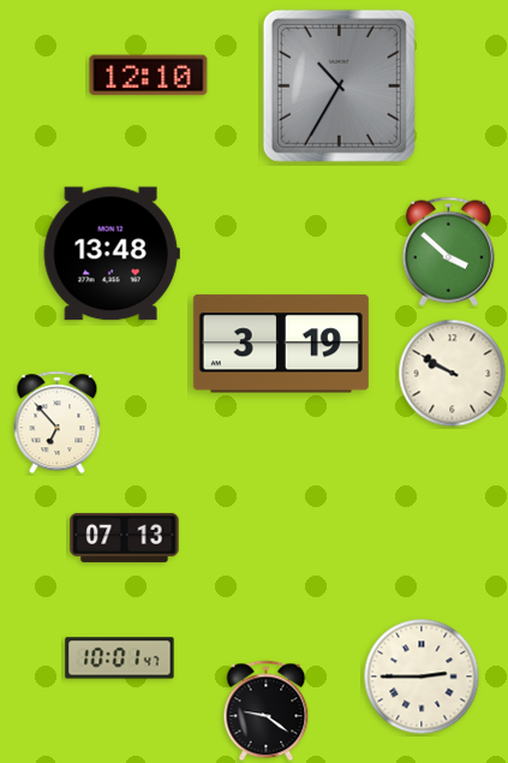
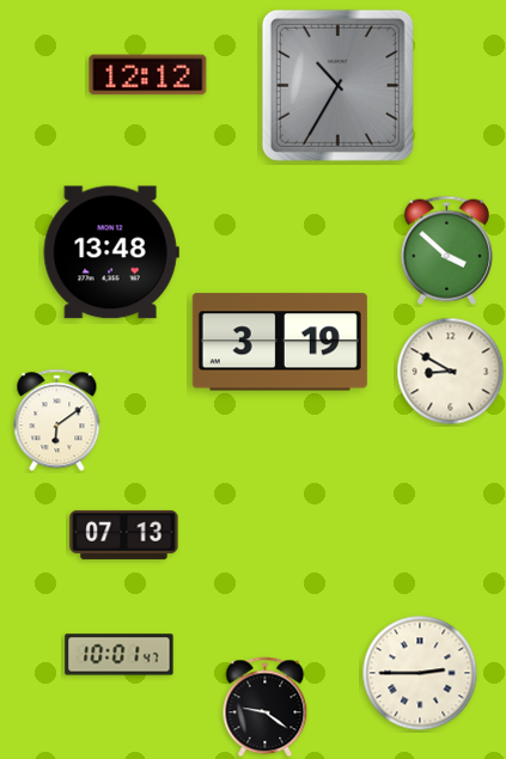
clock at (149, 76): 12:10 -> 12:12
clock at (453, 374): 9:50 -> 8:50
clock at (58, 423): 6:53 -> 6:09
